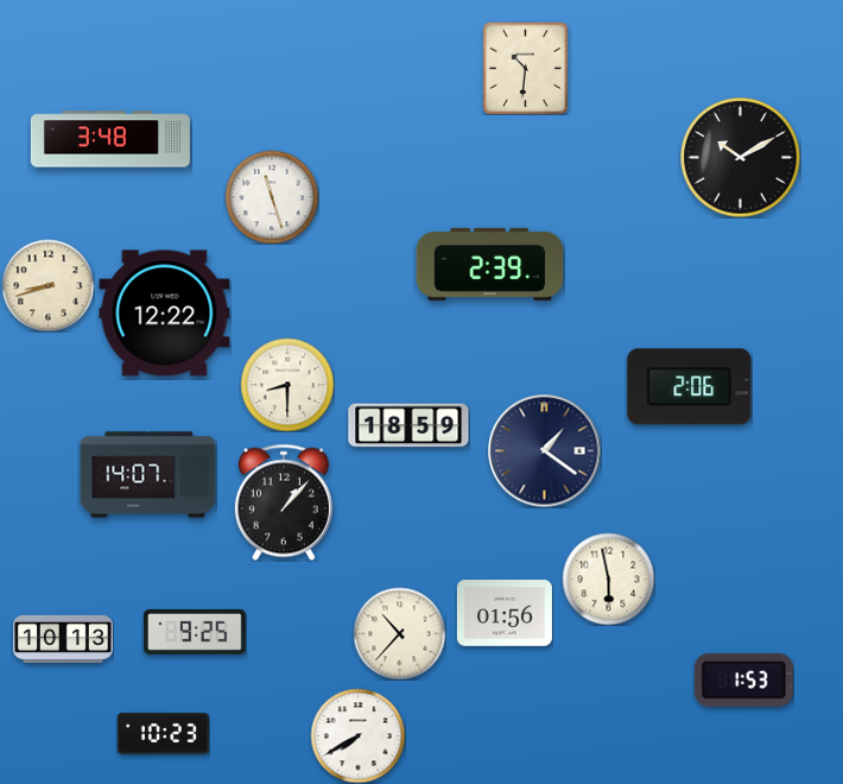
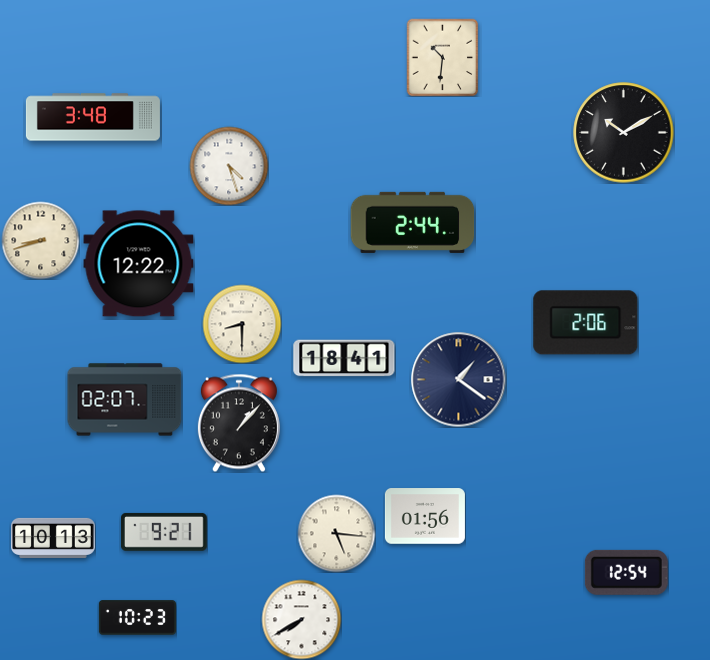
clock at (272, 197): 11:27 -> 4:27
clock at (490, 264): 2:39 -> 2:44
clock at (690, 387) position: (690, 387) -> (586, 323)
clock at (408, 425): 18:59 -> 18:41
clock at (148, 475): 14:07 -> 02:07
clock at (608, 578): 5:58 -> none
clock at (195, 632): 9:25 -> 9:21
clock at (399, 633): 10:37 -> 5:16
clock at (743, 679): 1:53 -> 12:54
